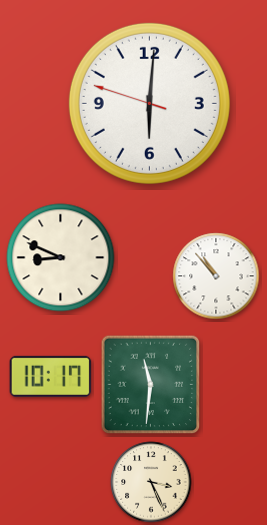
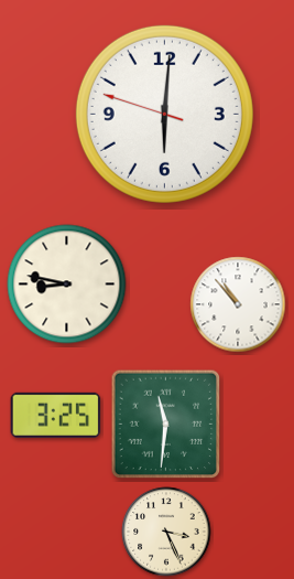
clock at (61, 258): 8:49 -> 8:47
clock at (51, 376): 10:17 -> 3:25
